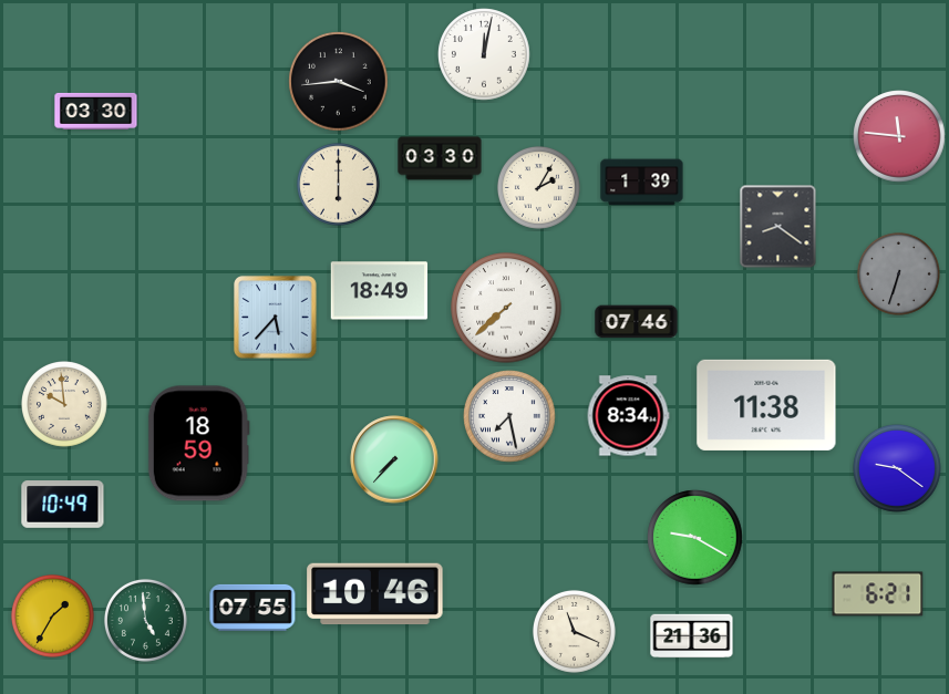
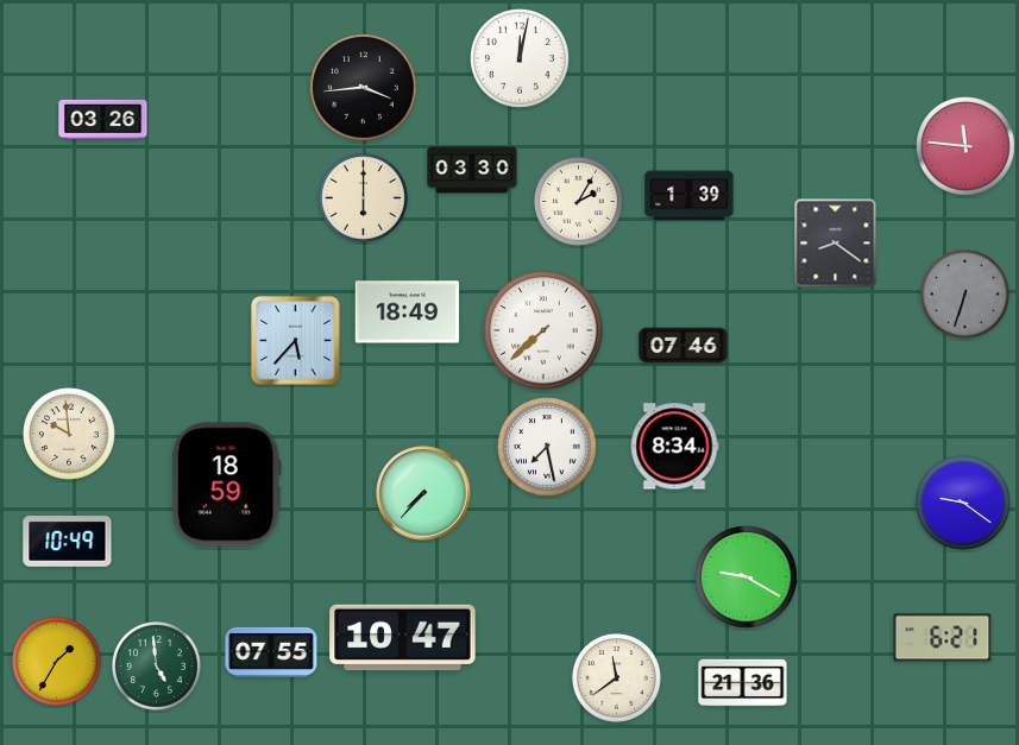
clock at (96, 111): 03:30 -> 03:26
clock at (766, 405): 11:38 -> none
clock at (198, 444) position: (198, 444) -> (226, 485)
clock at (375, 594): 10:46 -> 10:47
clock at (574, 631): 11:19 -> 11:39
